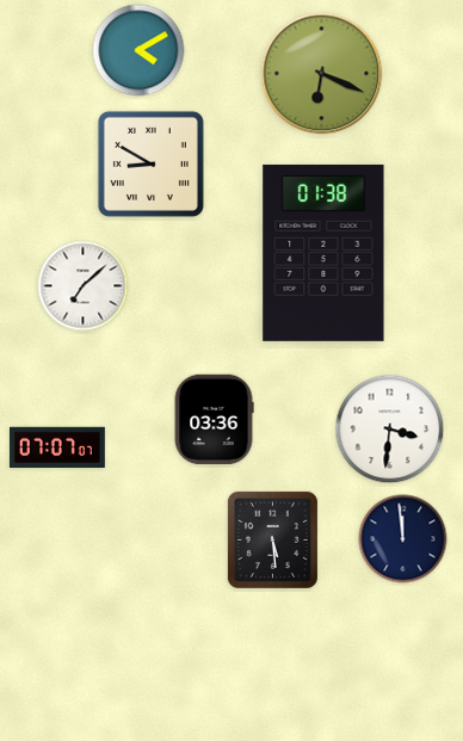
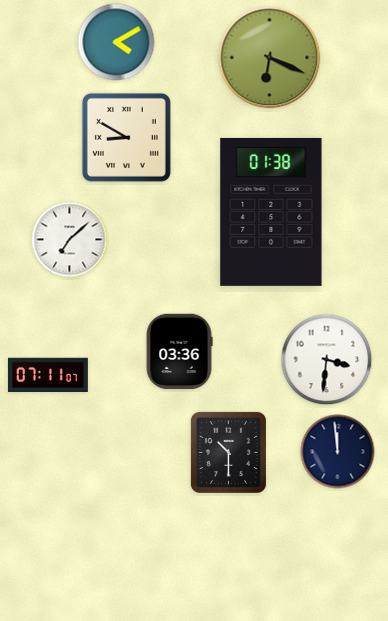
clock at (322, 74) position: (322, 74) -> (270, 58)
clock at (57, 447): 07:07 -> 07:11
clock at (272, 539): 5:29 -> 10:30
